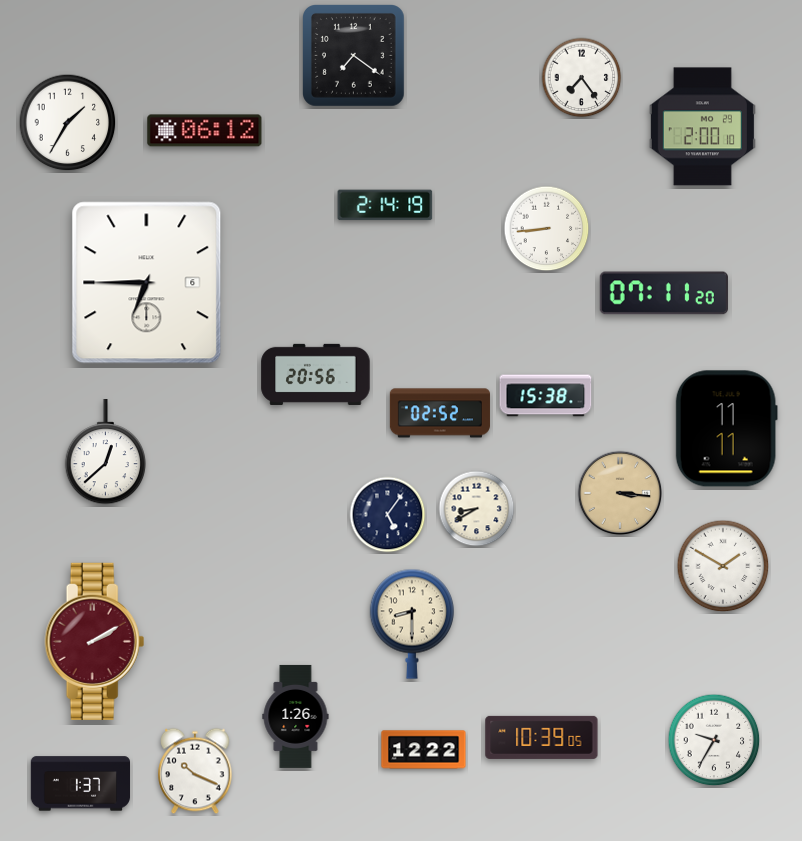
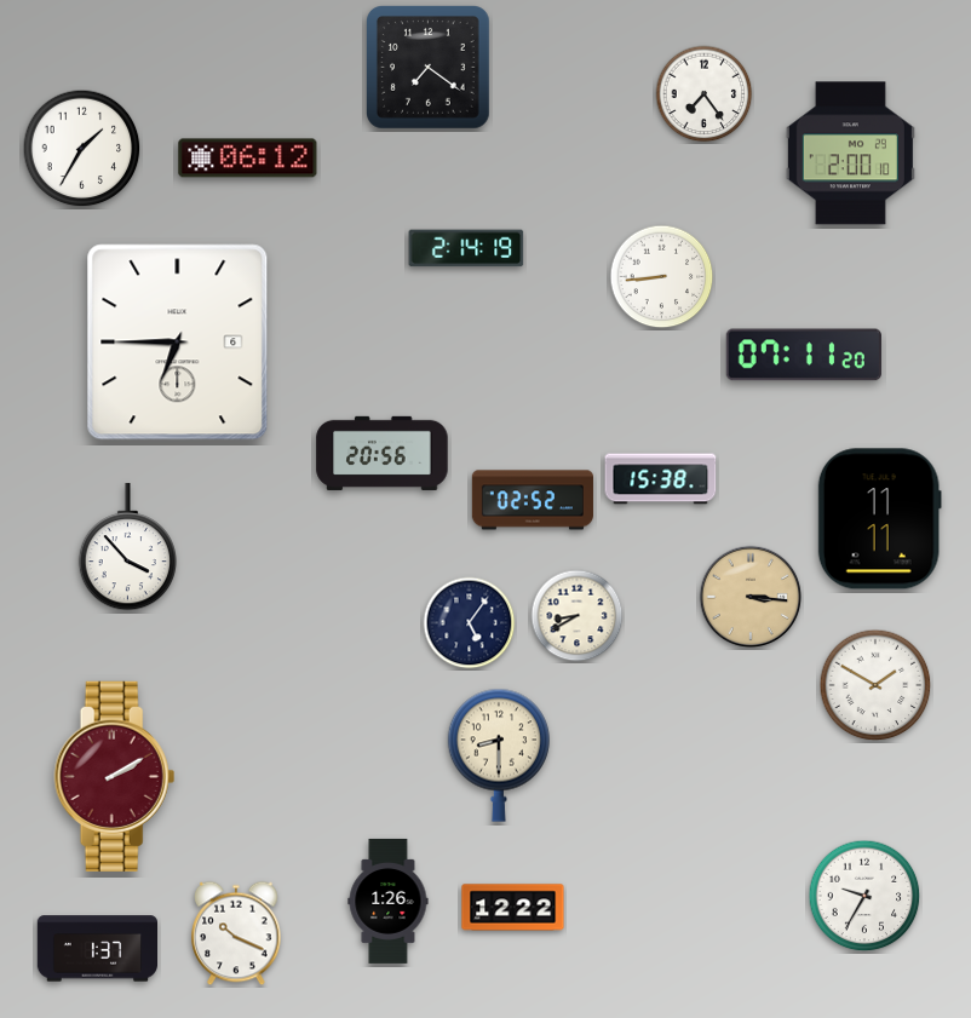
clock at (106, 452): 12:38 -> 3:53
clock at (296, 716) position: (296, 716) -> (389, 901)
clock at (542, 737): 10:39 -> none
